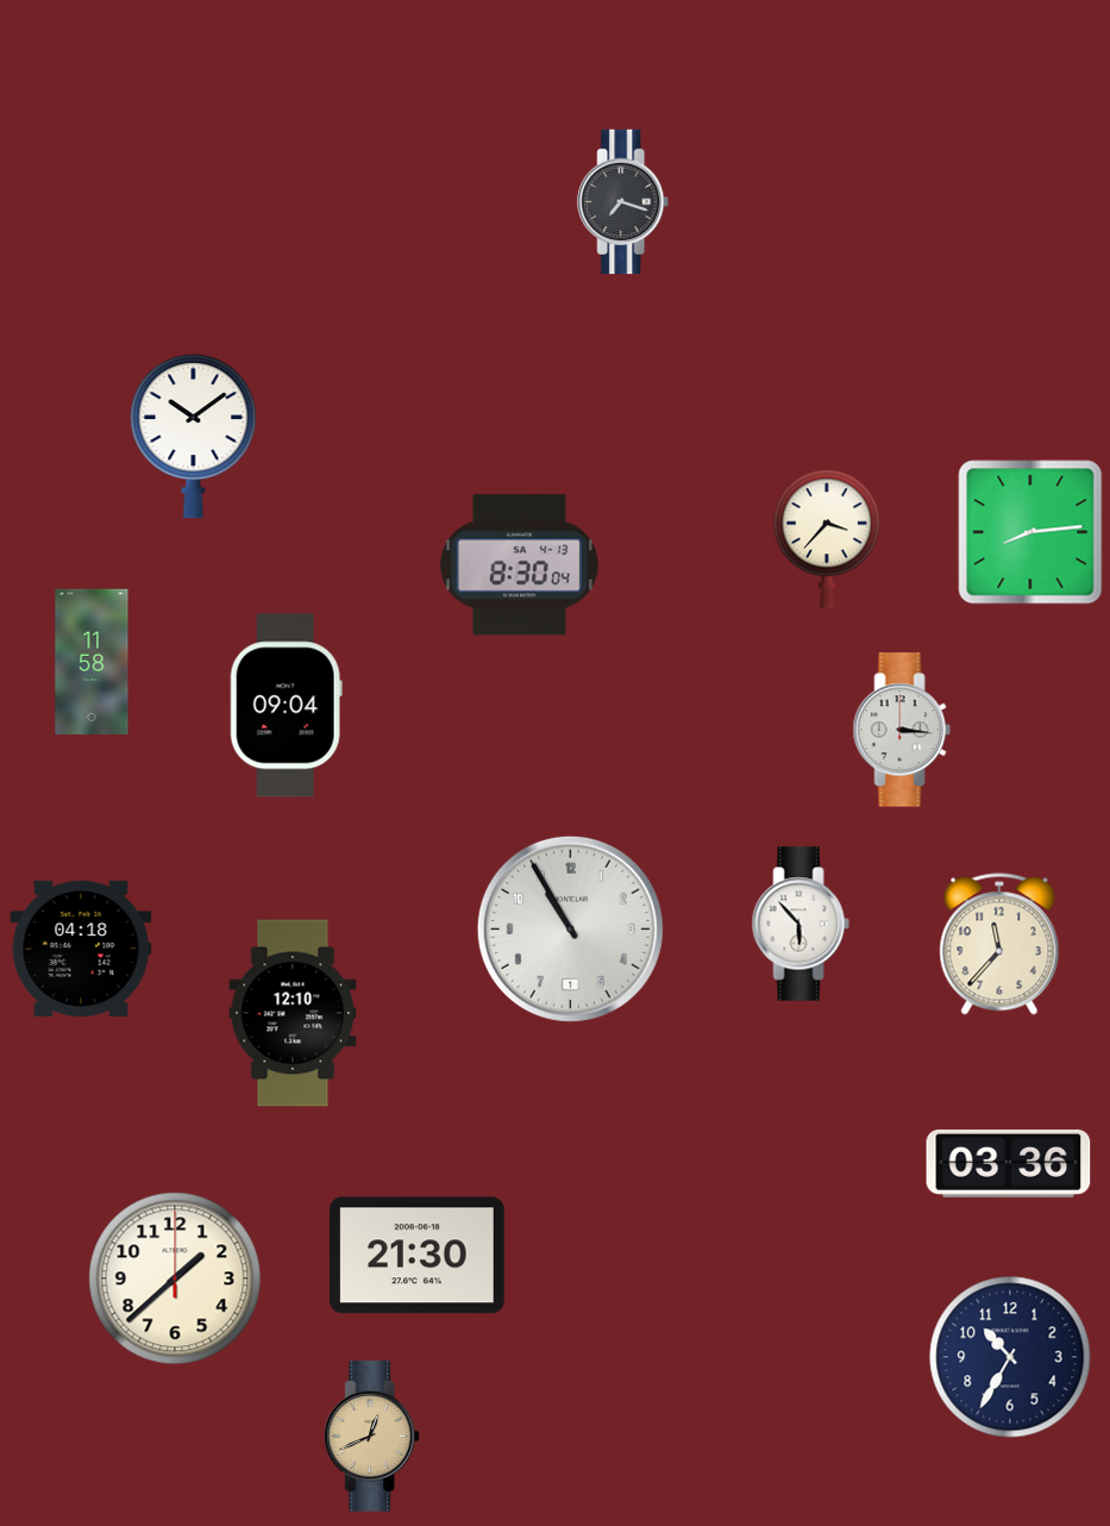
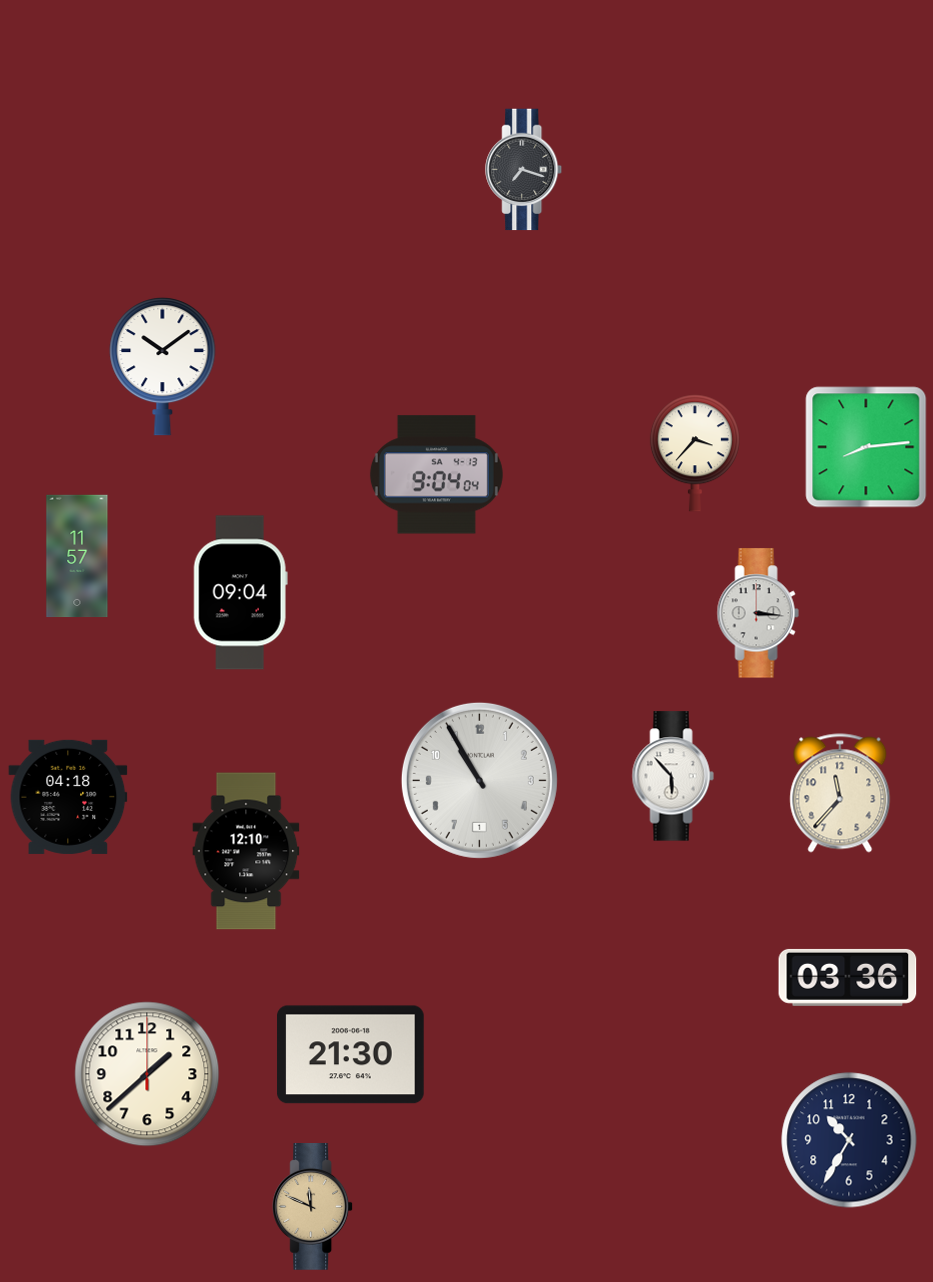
clock at (519, 565): 8:30 -> 9:04
clock at (92, 662): 11:58 -> 11:57
clock at (372, 1437): 12:41 -> 11:49
